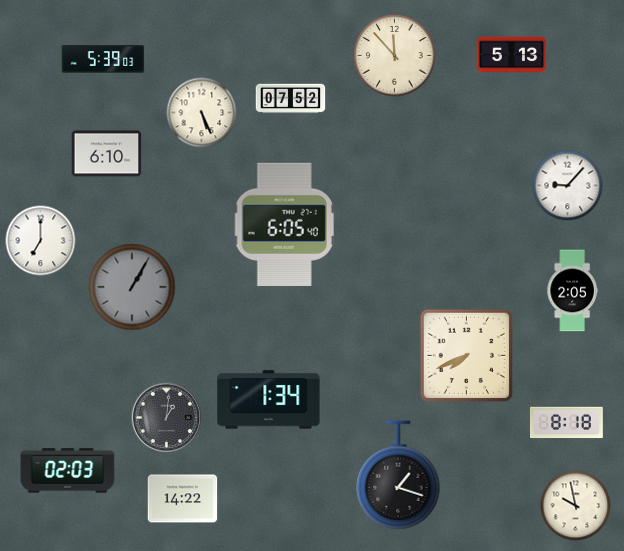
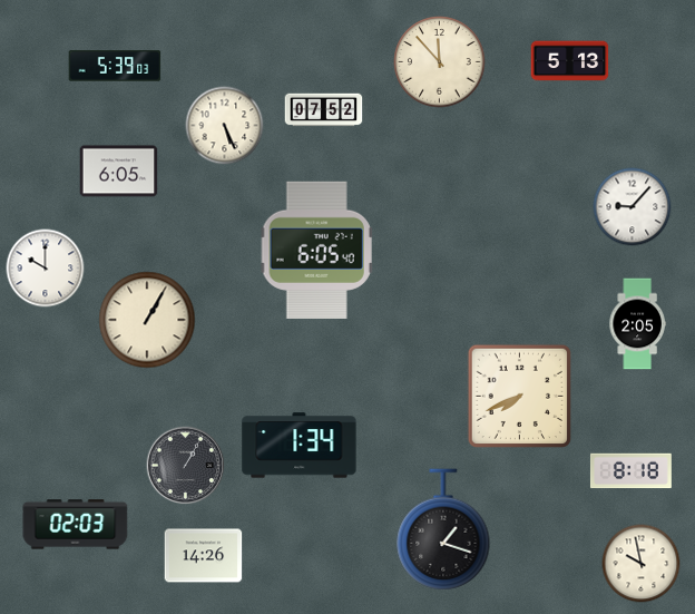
clock at (107, 154): 6:10 -> 6:05
clock at (41, 241): 7:00 -> 10:00
clock at (132, 287) dial: grey -> cream
clock at (167, 418): 1:01 -> 1:05
clock at (183, 499): 14:22 -> 14:26
